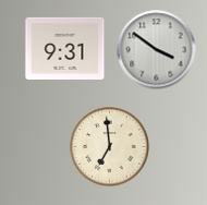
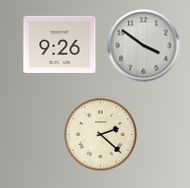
clock at (65, 48): 9:31 -> 9:26
clock at (110, 147): 6:59 -> 2:22
